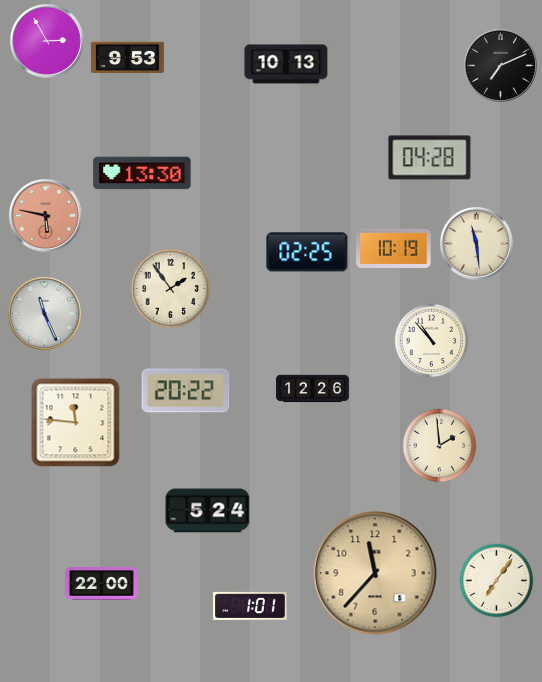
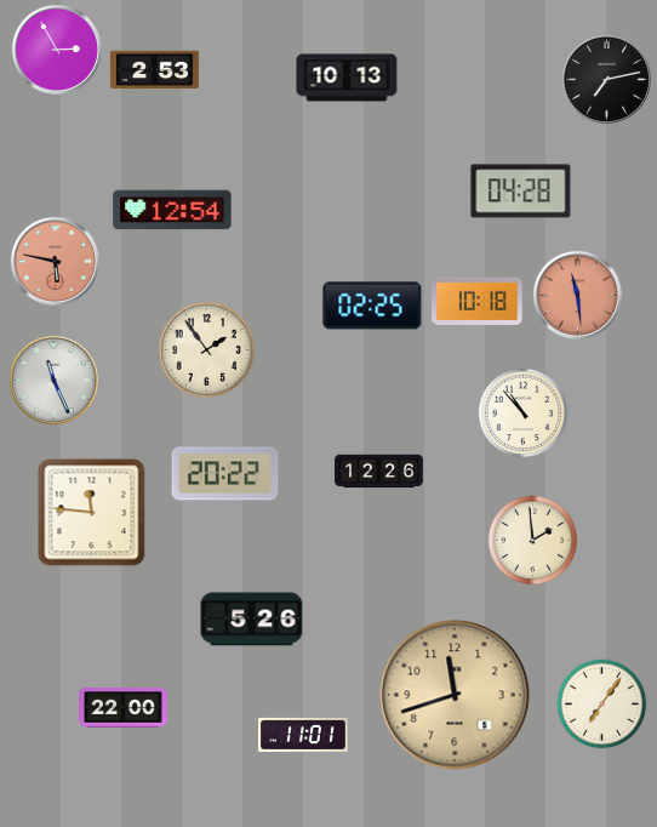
clock at (127, 58): 9:53 -> 2:53
clock at (500, 65): 7:11 -> 7:13
clock at (142, 173): 13:30 -> 12:54
clock at (476, 243) dial: cream -> salmon
clock at (394, 248): 10:19 -> 10:18
clock at (208, 511): 5:24 -> 5:26
clock at (375, 573): 11:37 -> 11:42
clock at (250, 606): 1:01 -> 11:01
